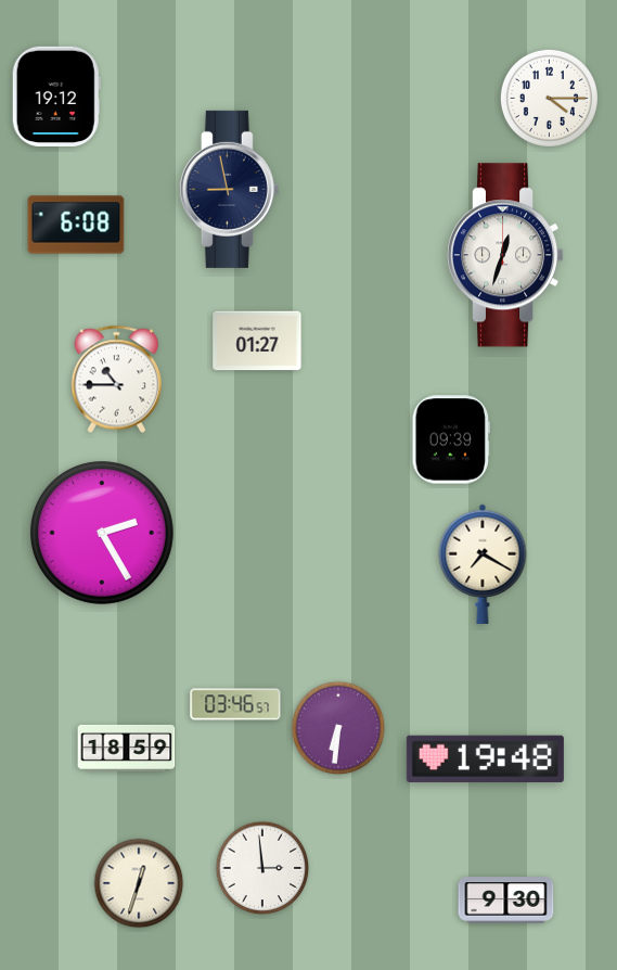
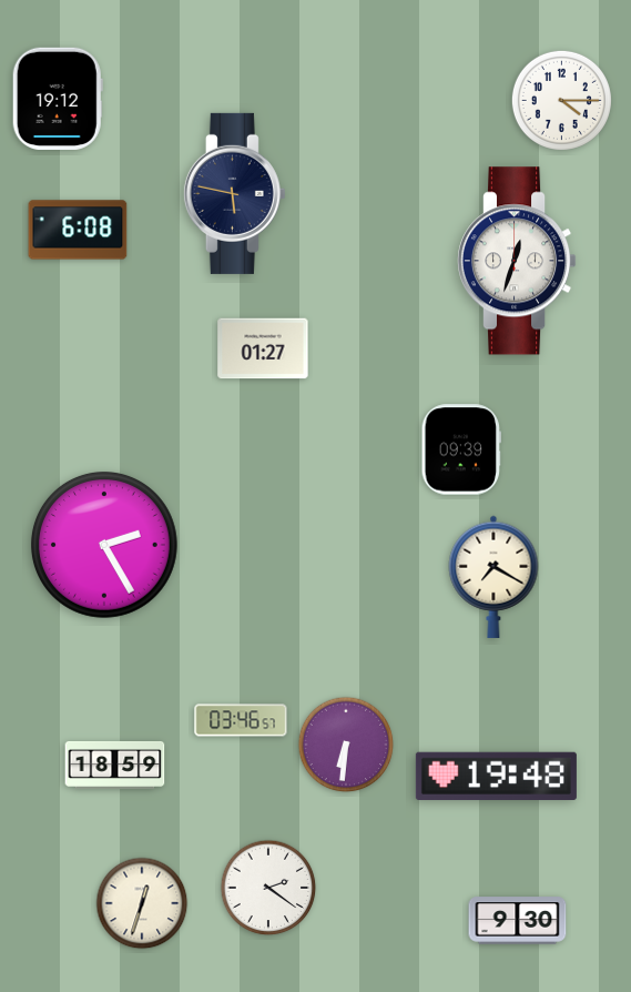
clock at (229, 189): 8:58 -> 5:47
clock at (117, 380): 10:45 -> none
clock at (127, 748) position: (127, 748) -> (115, 765)
clock at (262, 868): 2:59 -> 2:21
